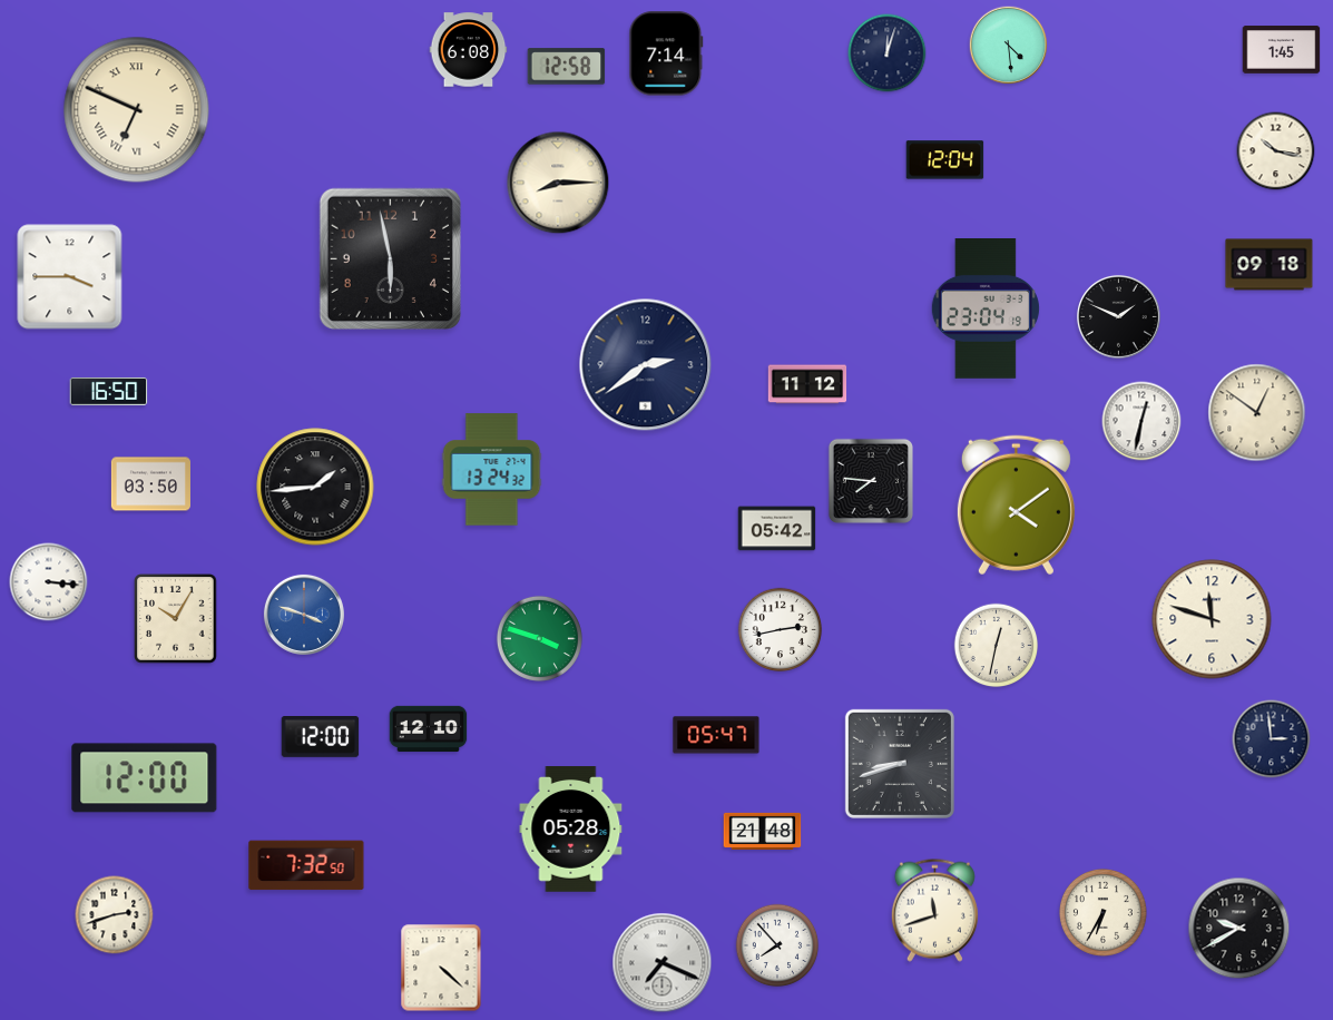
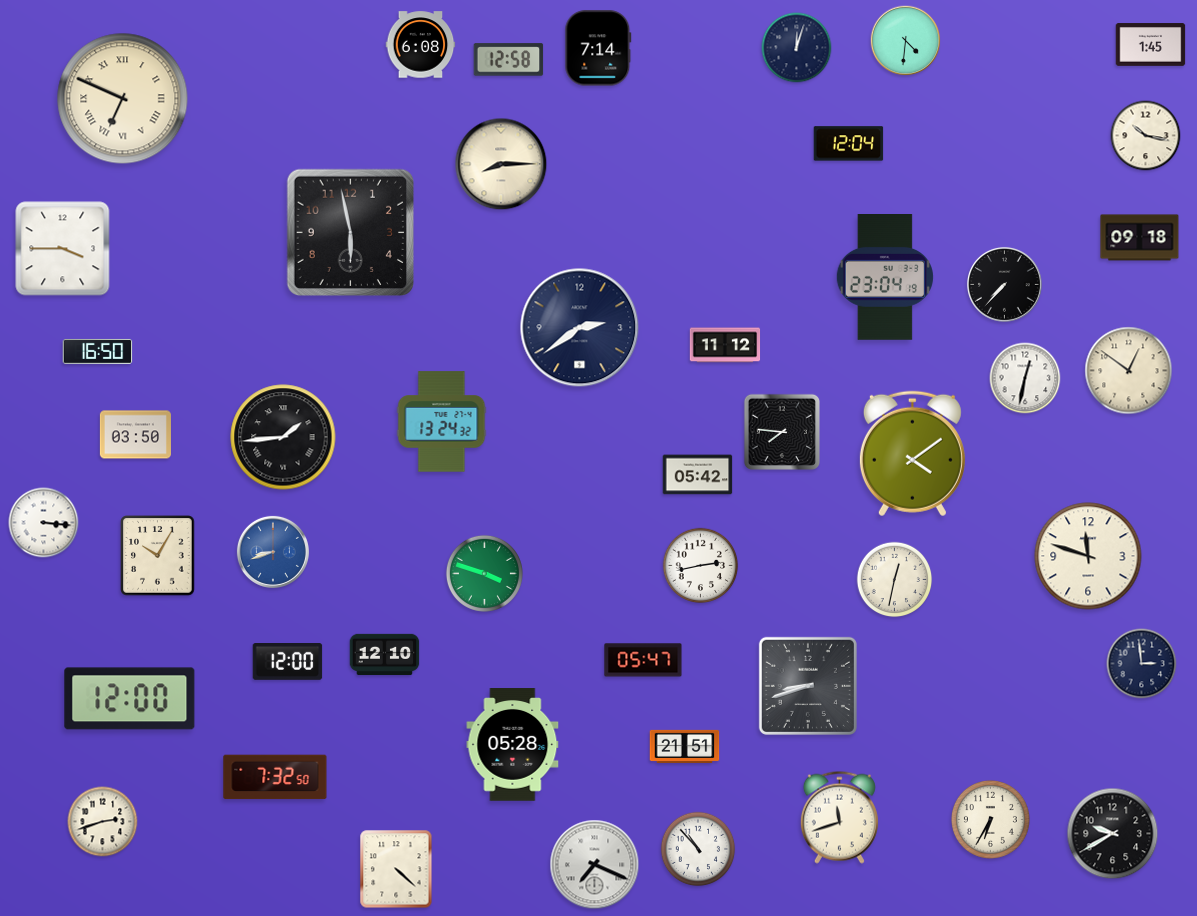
clock at (1009, 46): 4:29 -> 4:31
clock at (1118, 316): 1:49 -> 7:37
clock at (304, 615): 3:48 -> 8:42
clock at (763, 831): 21:48 -> 21:51
clock at (777, 945): 7:53 -> 10:53
